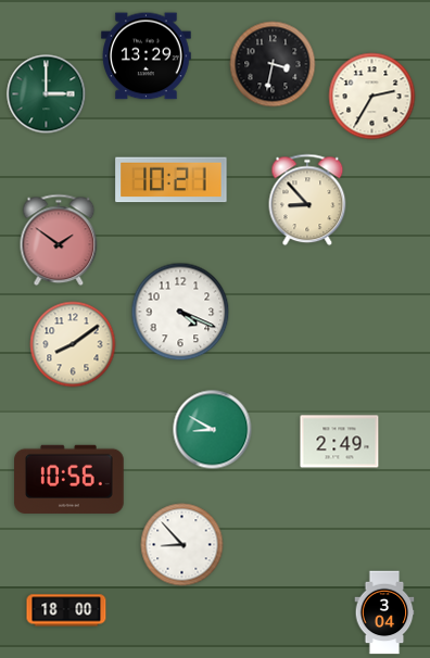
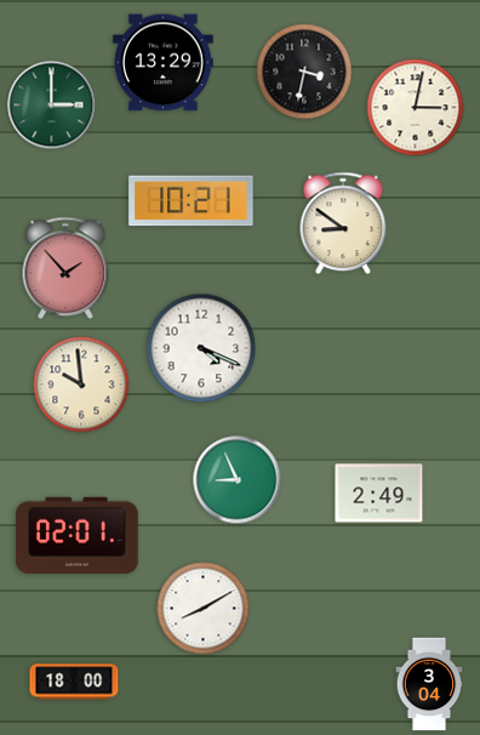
clock at (372, 97): 2:35 -> 3:02
clock at (307, 200): 8:53 -> 8:51
clock at (59, 240): 1:51 -> 1:53
clock at (73, 344): 8:09 -> 9:59
clock at (213, 430): 8:50 -> 8:56
clock at (69, 479): 10:56 -> 02:01
clock at (182, 545): 8:53 -> 8:10
